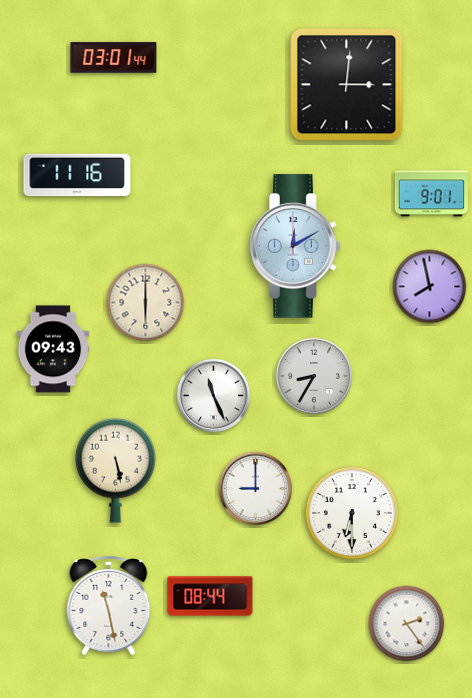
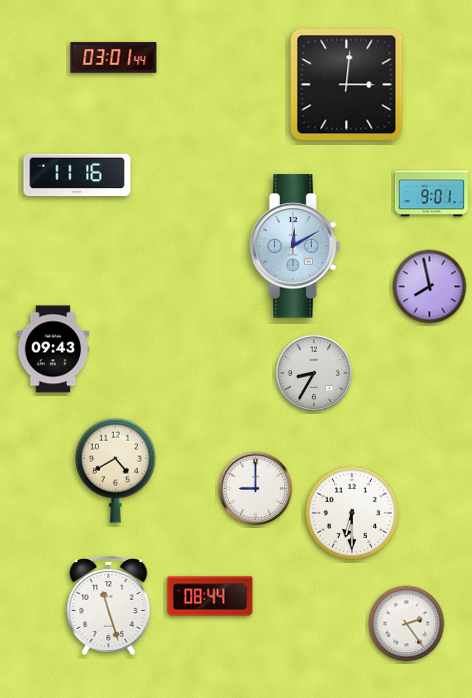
clock at (146, 303): 6:00 -> none
clock at (314, 376) position: (314, 376) -> (314, 373)
clock at (214, 396): 11:26 -> none
clock at (116, 470): 5:28 -> 4:40
clock at (109, 606): 11:28 -> 11:27
